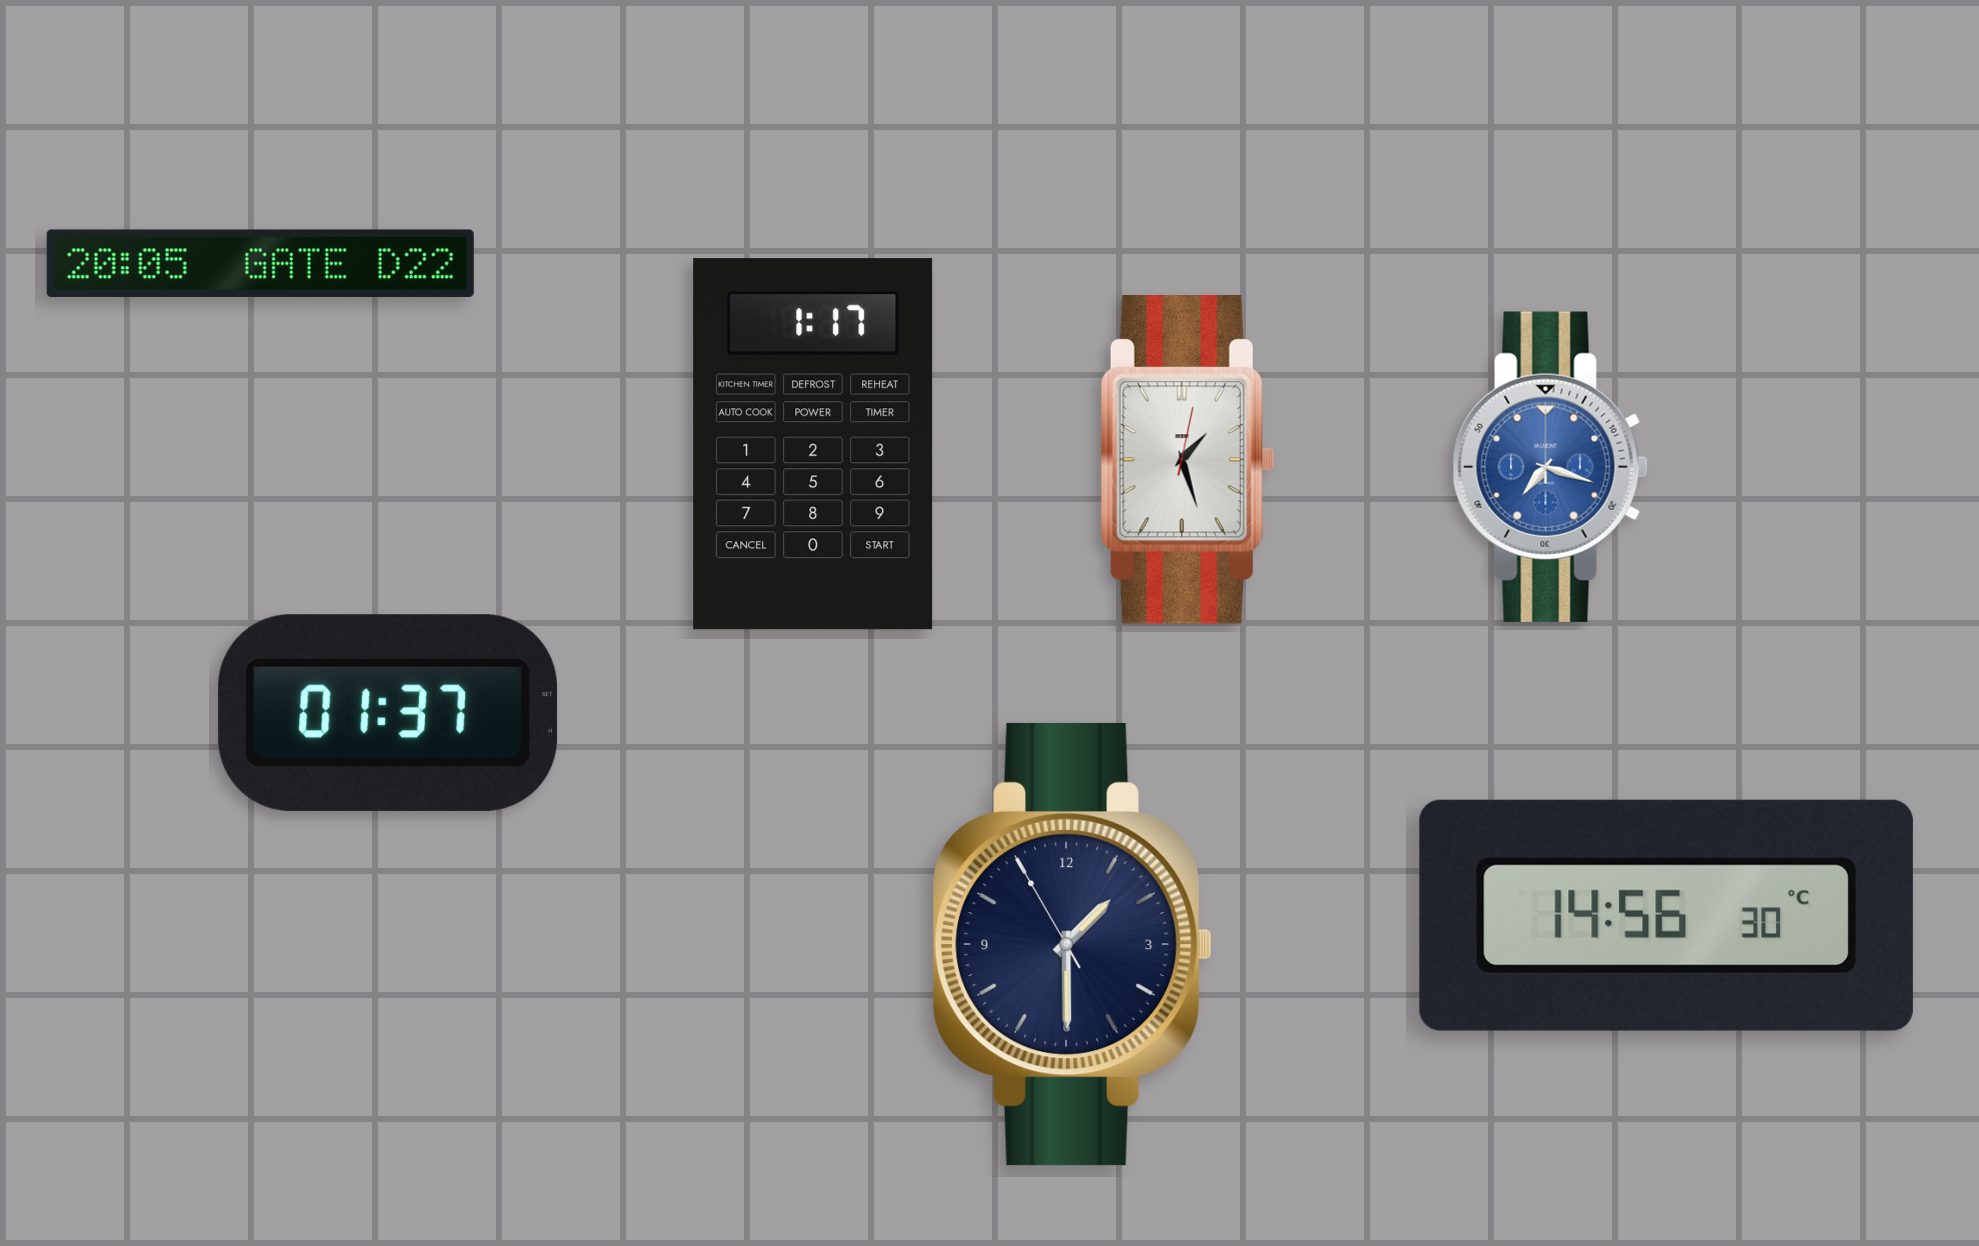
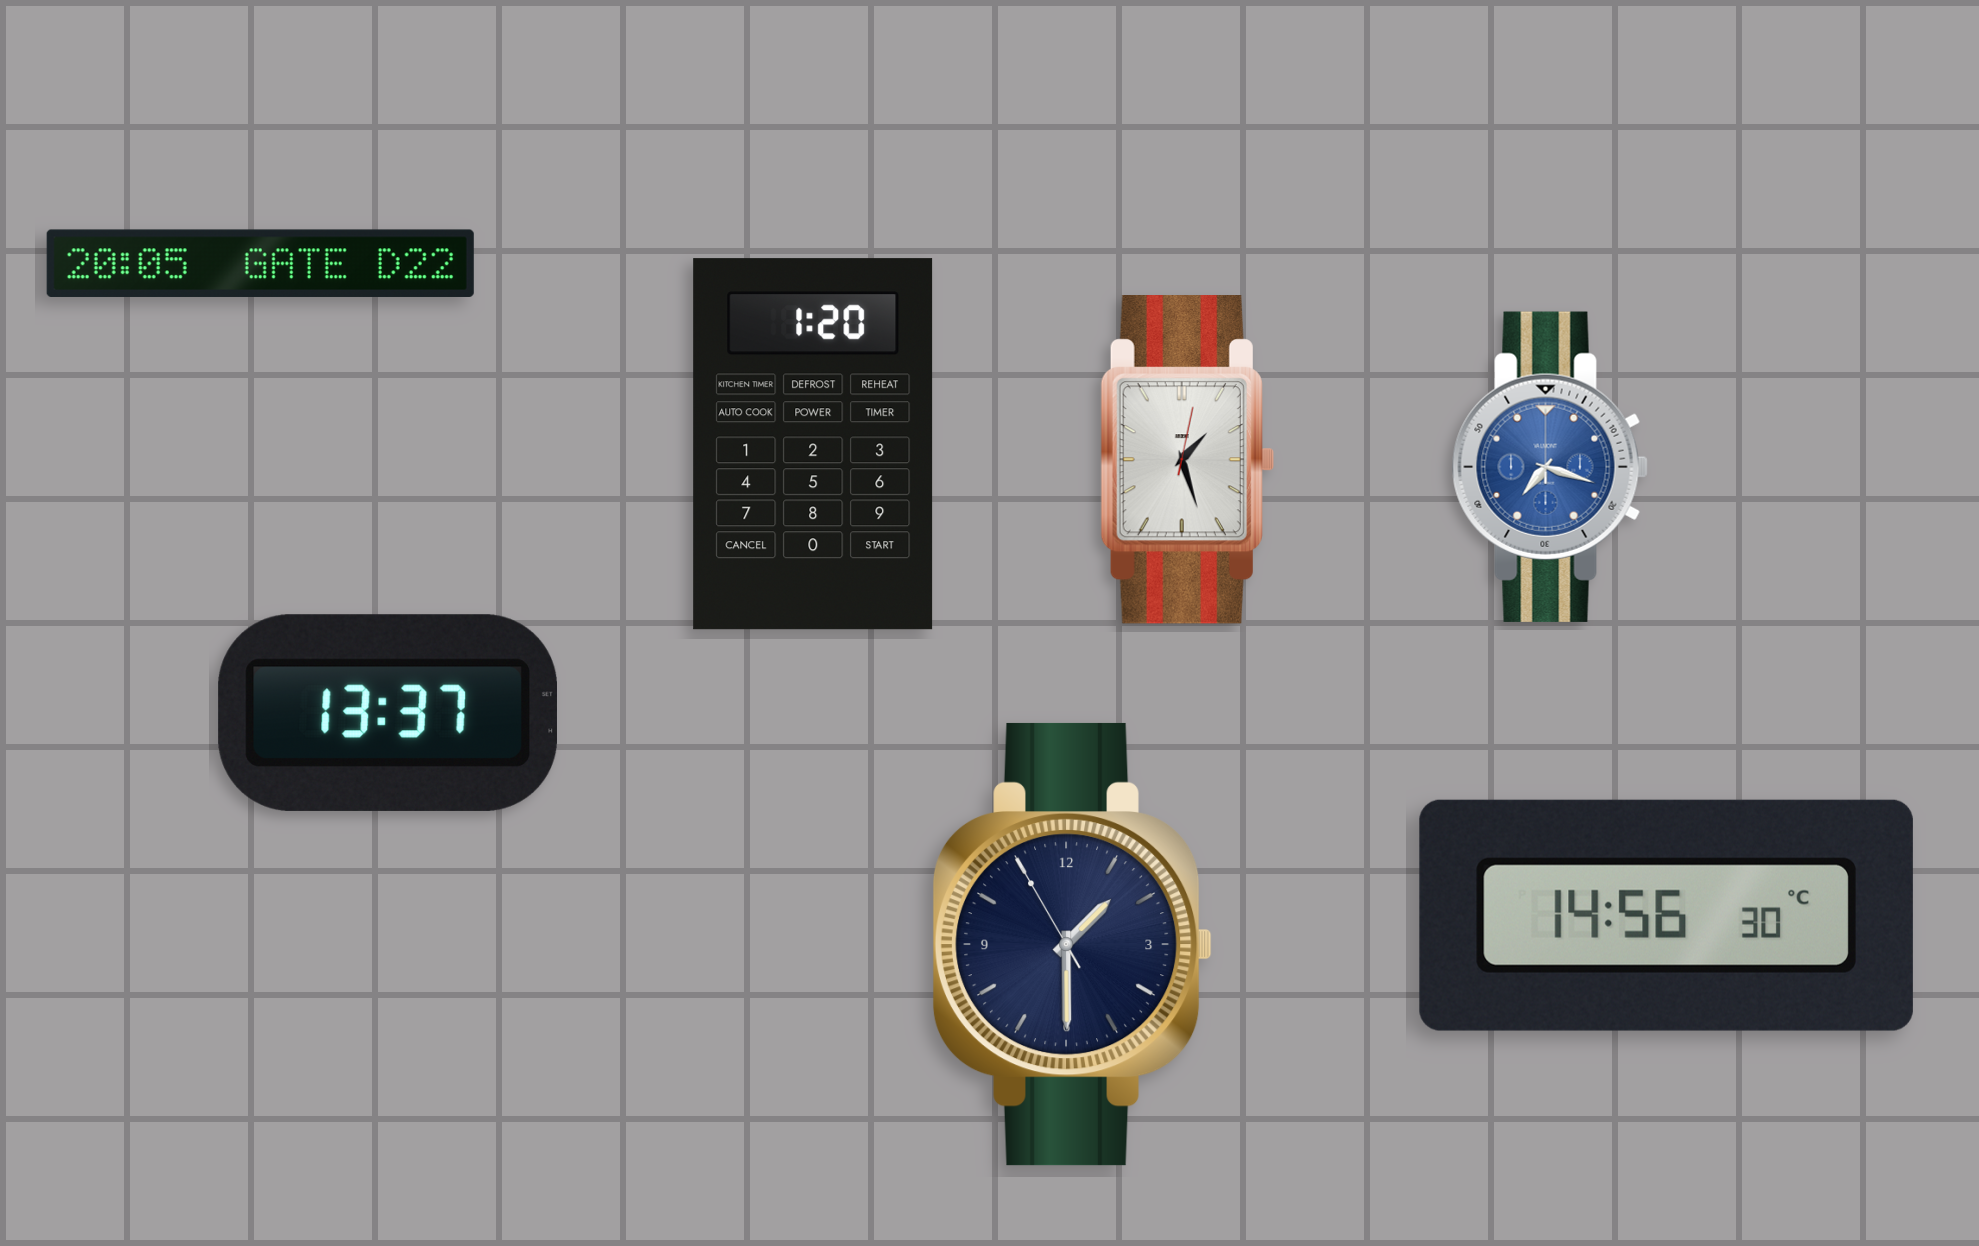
clock at (813, 444): 1:17 -> 1:20
clock at (388, 713): 01:37 -> 13:37
